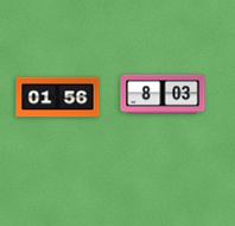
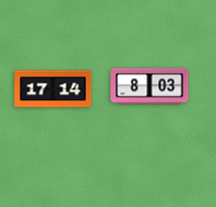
clock at (58, 98): 01:56 -> 17:14
